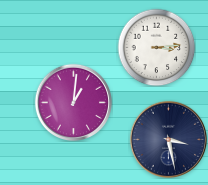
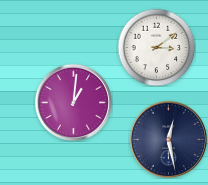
clock at (156, 47): 3:14 -> 3:09
clock at (168, 139): 3:28 -> 12:28
